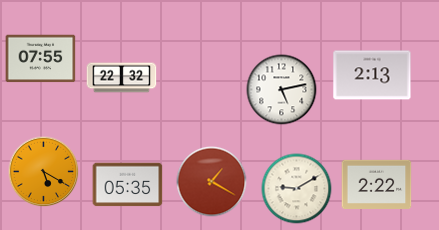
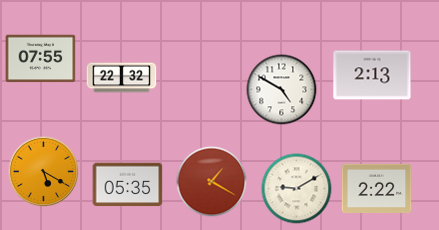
clock at (282, 90): 5:13 -> 4:50
clock at (377, 185) position: (377, 185) -> (377, 189)
